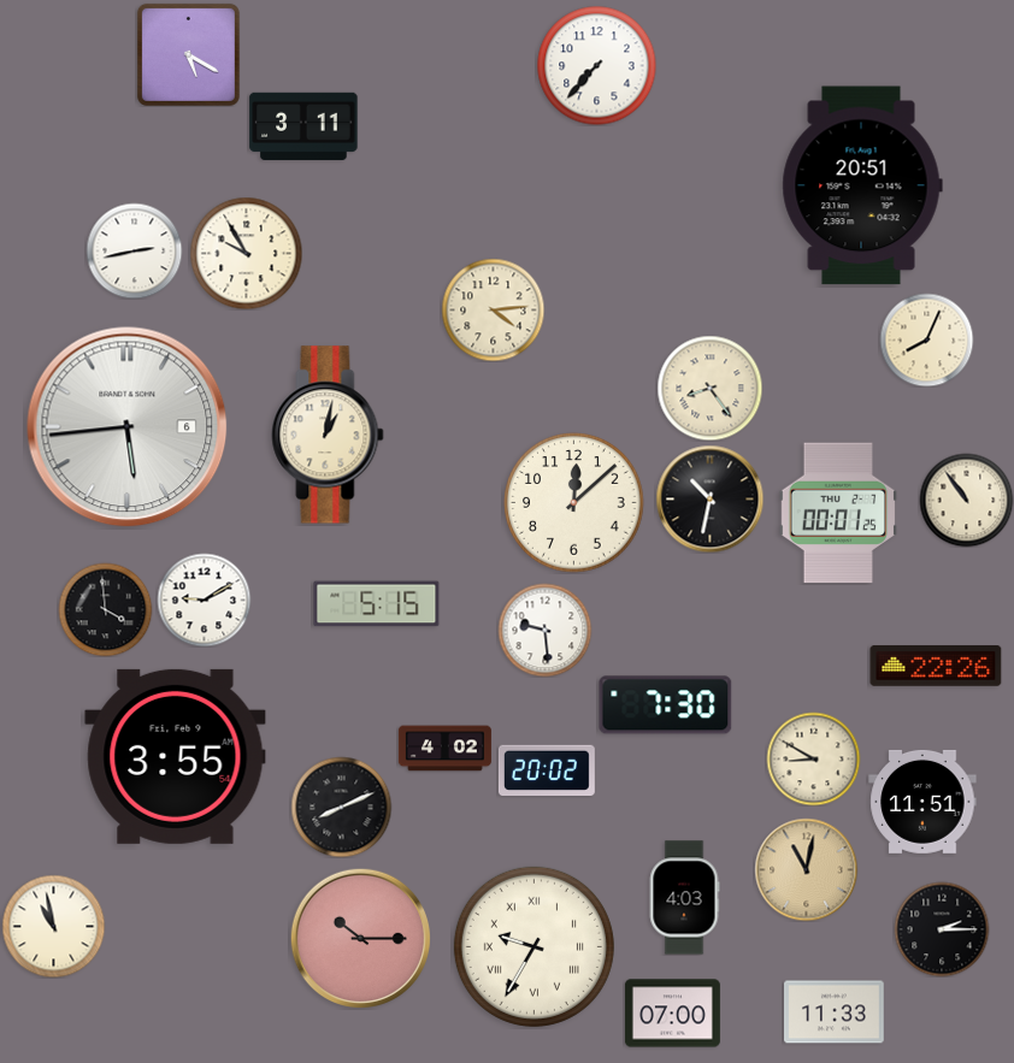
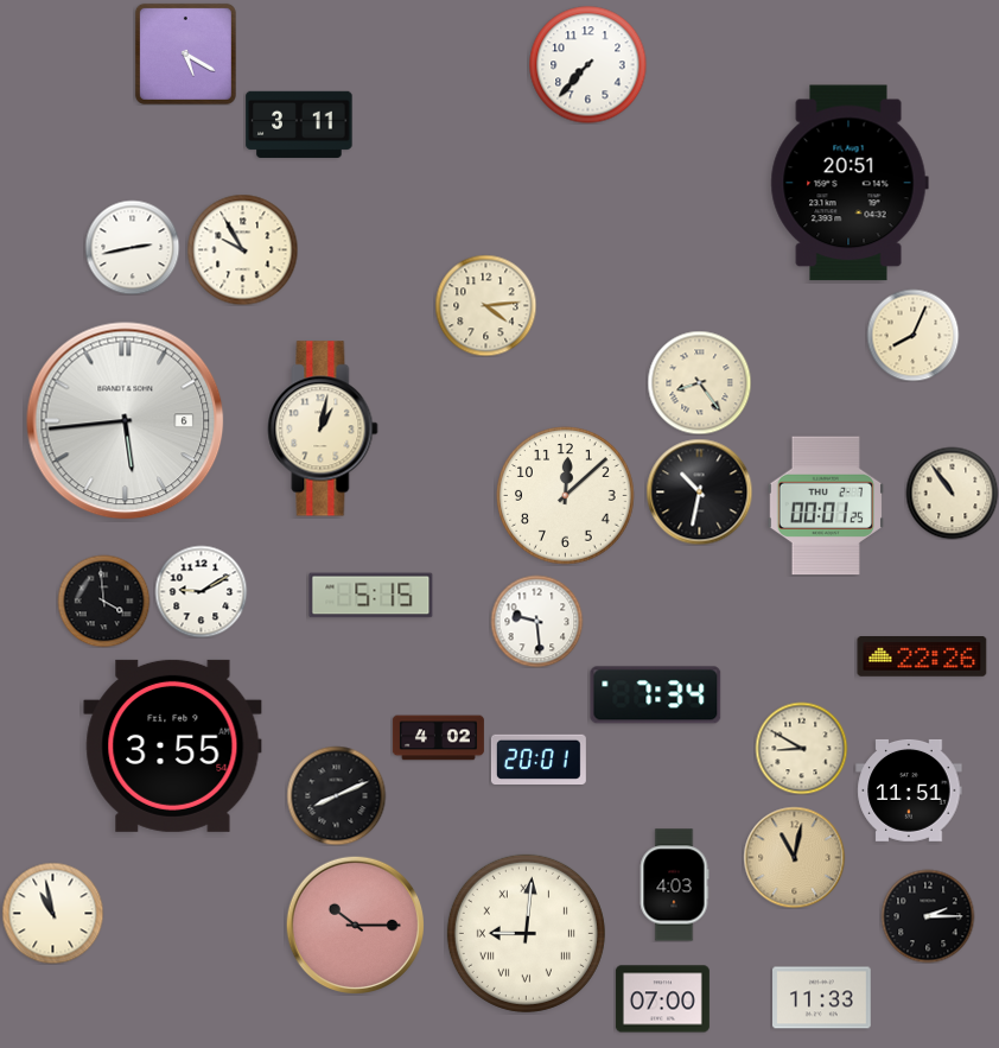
clock at (666, 705): 7:30 -> 7:34
clock at (547, 769): 20:02 -> 20:01
clock at (533, 946): 9:35 -> 9:01
